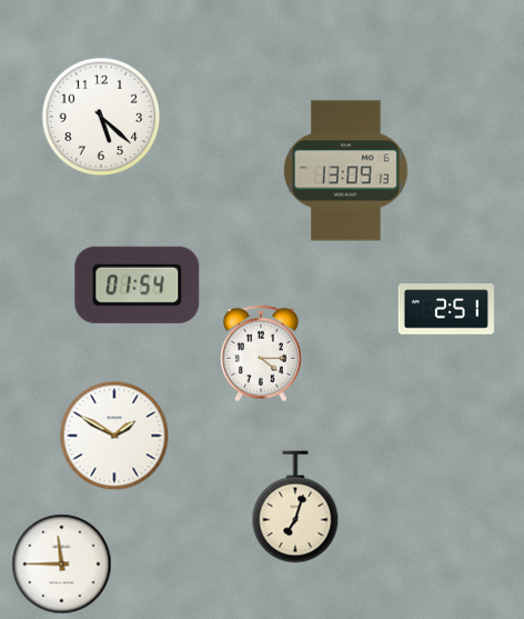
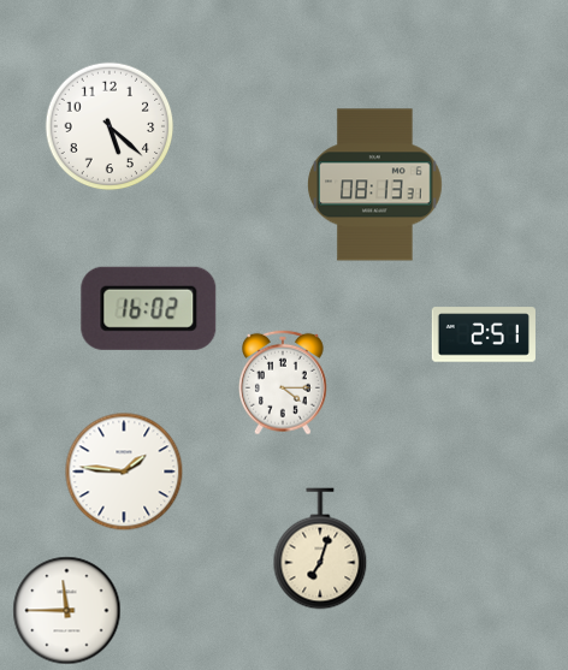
clock at (346, 171): 13:09 -> 08:13
clock at (138, 284): 01:54 -> 16:02
clock at (114, 436): 1:50 -> 1:46
